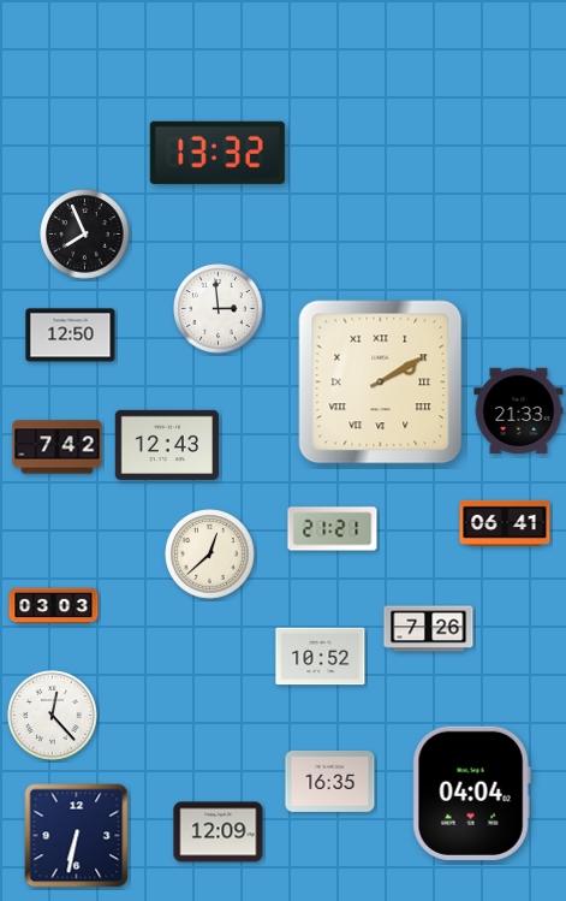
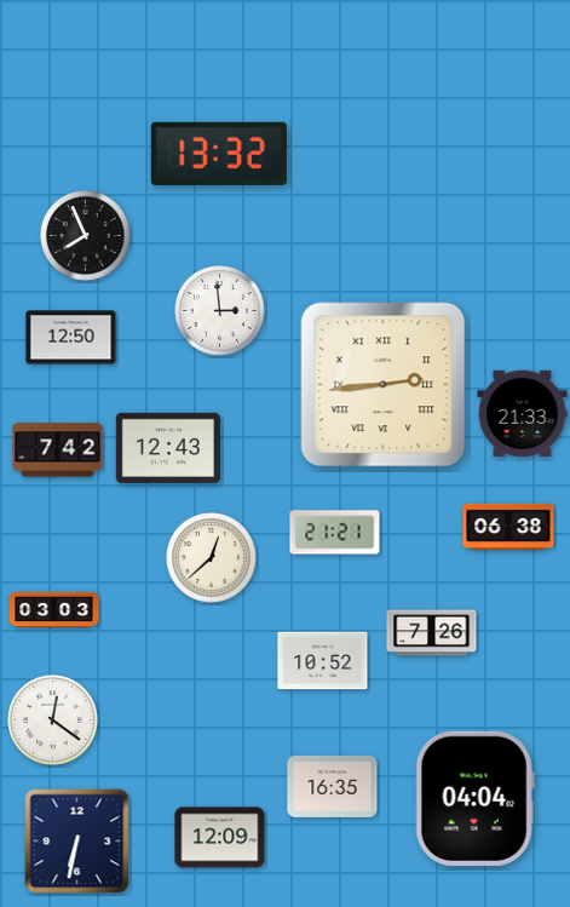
clock at (381, 383): 2:10 -> 2:44
clock at (505, 523): 06:41 -> 06:38
clock at (53, 716): 12:23 -> 12:21
